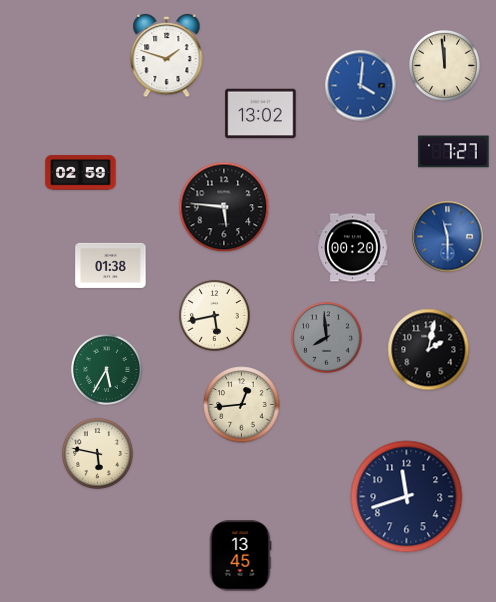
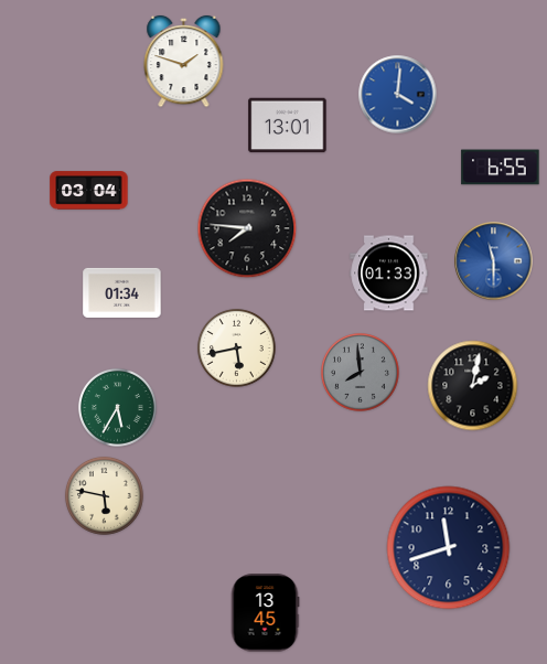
clock at (444, 65): 11:59 -> none
clock at (261, 114): 13:02 -> 13:01
clock at (454, 152): 7:27 -> 6:55
clock at (81, 173): 02:59 -> 03:04
clock at (224, 207): 5:46 -> 7:46
clock at (353, 248): 00:20 -> 01:33
clock at (111, 265): 01:38 -> 01:34
clock at (242, 405): 12:44 -> none
clock at (97, 453) position: (97, 453) -> (104, 495)
